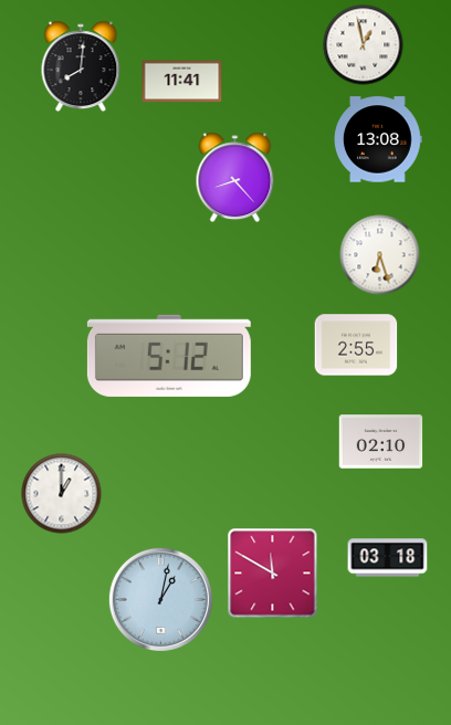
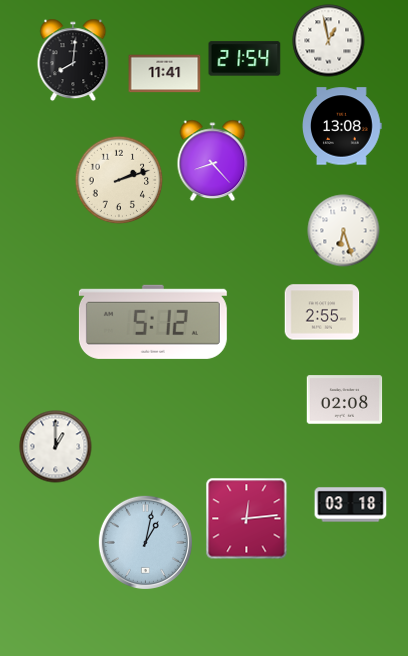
clock at (245, 59): none -> 21:54
clock at (119, 180): none -> 2:12
clock at (381, 442): 02:10 -> 02:08
clock at (273, 574): 11:50 -> 12:14
